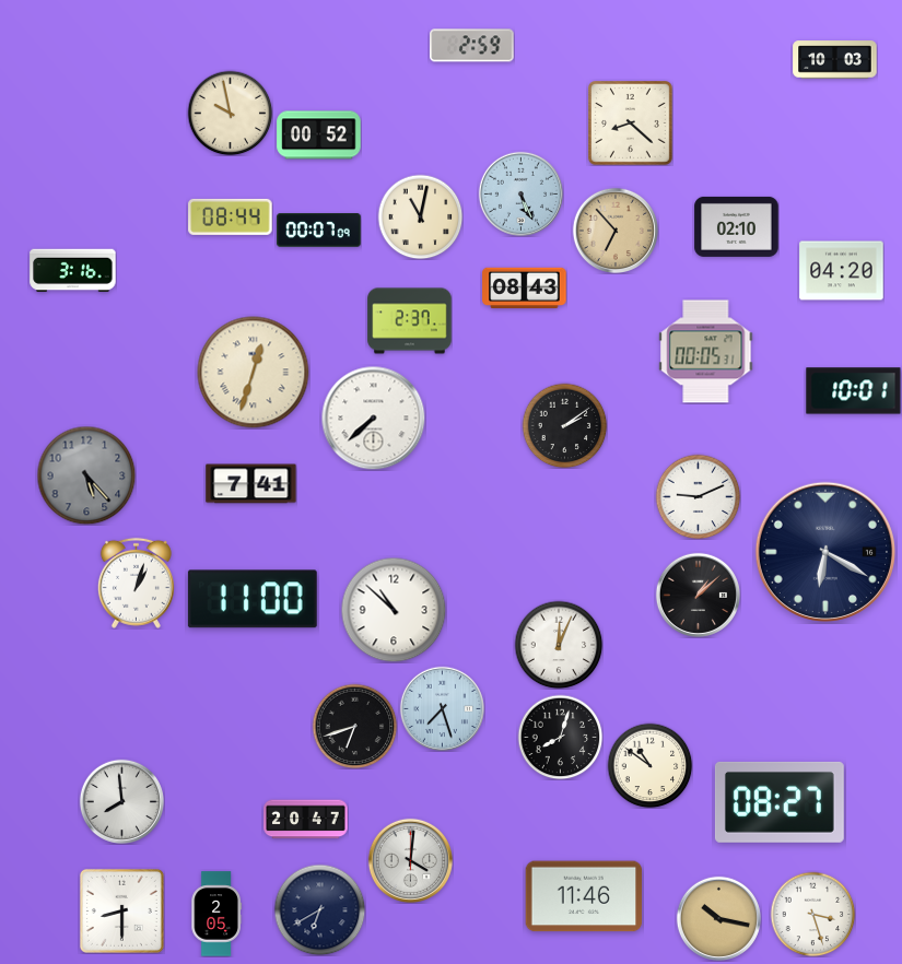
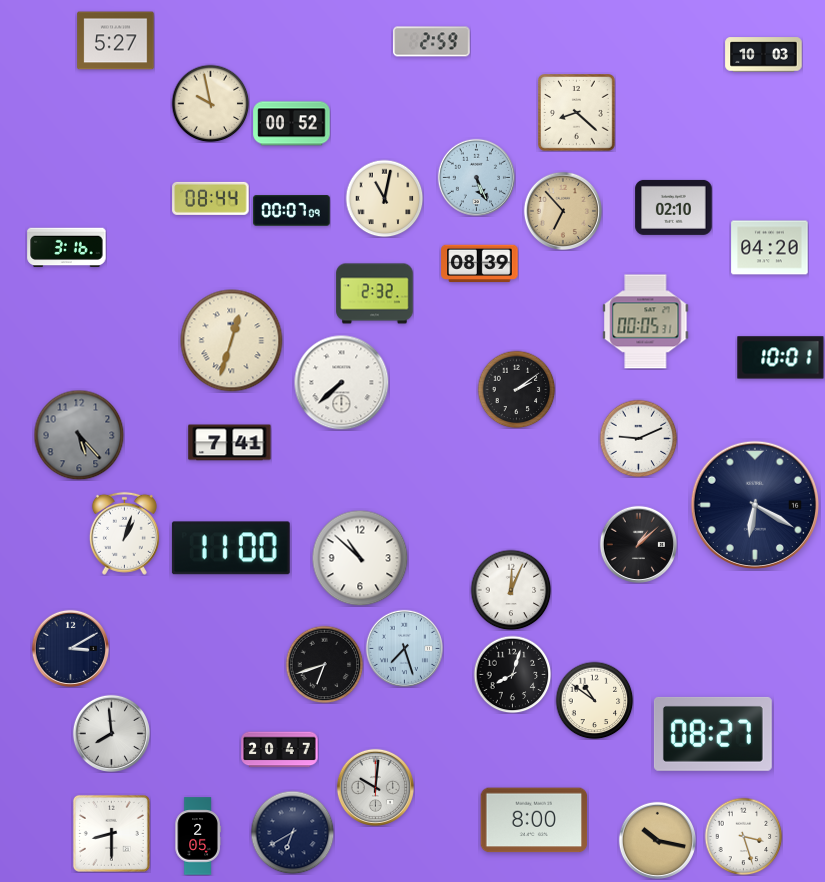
clock at (116, 41): none -> 5:27
clock at (525, 289): 08:43 -> 08:39
clock at (410, 321): 2:37 -> 2:32
clock at (698, 496) position: (698, 496) -> (638, 438)
clock at (70, 648): none -> 3:10
clock at (410, 860): 4:01 -> 10:01
clock at (584, 896): 11:46 -> 8:00
